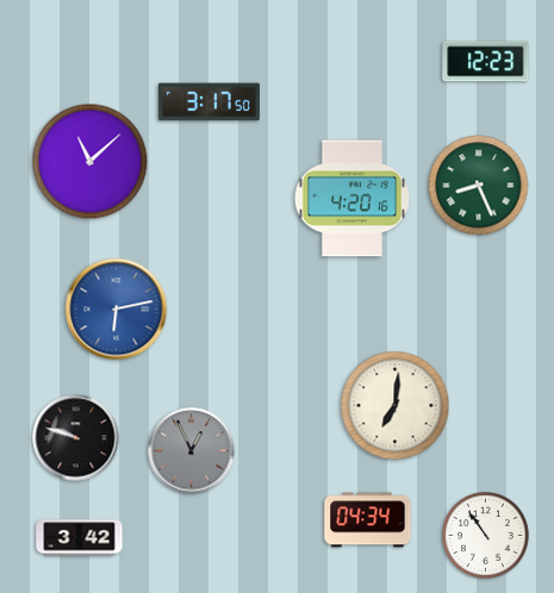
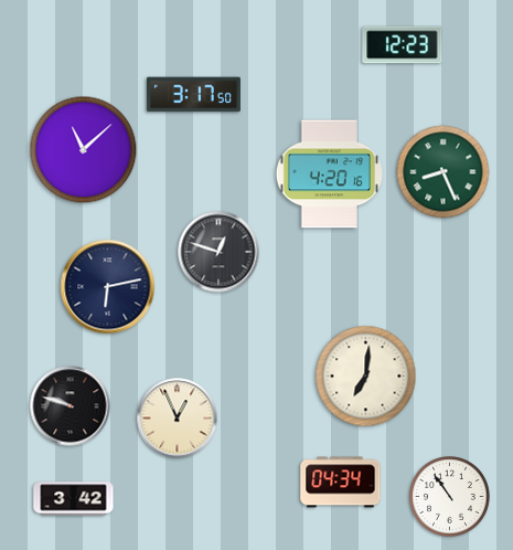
clock at (486, 62) position: (486, 62) -> (403, 45)
clock at (351, 199) position: (351, 199) -> (329, 174)
clock at (218, 252): none -> 12:48
clock at (117, 310) dial: blue -> navy
clock at (192, 451) dial: grey -> cream
